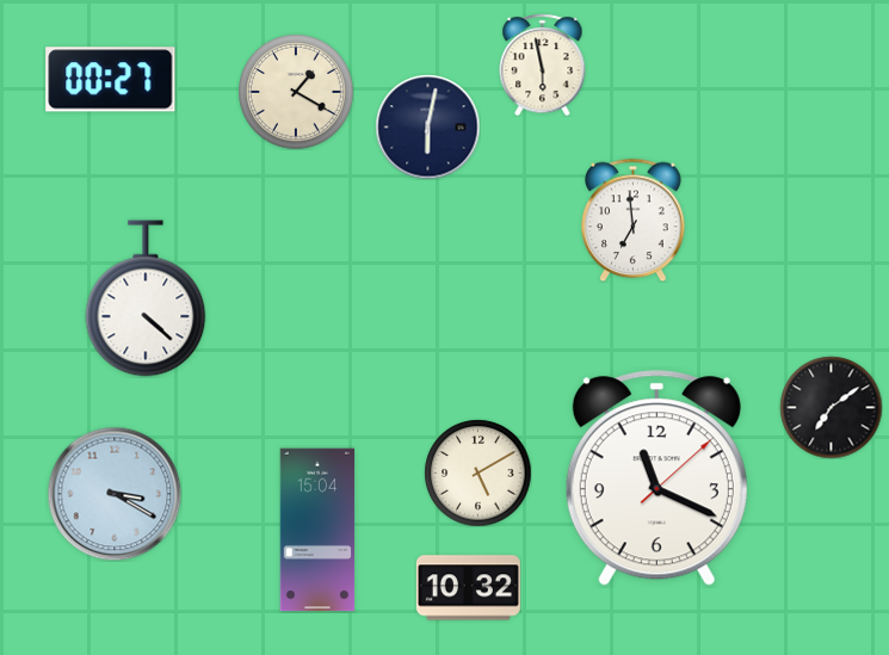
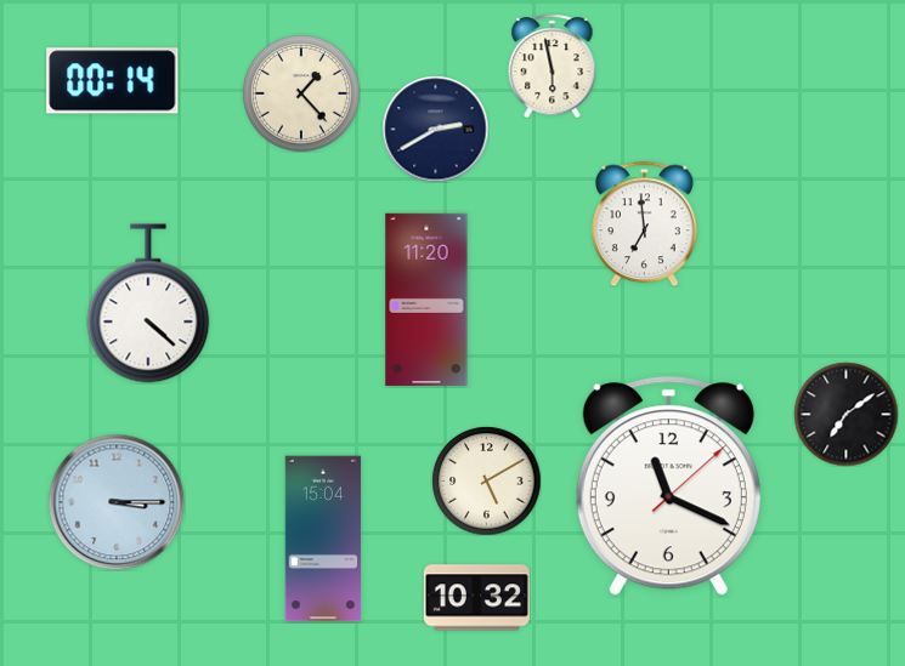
clock at (111, 80): 00:27 -> 00:14
clock at (296, 92): 1:20 -> 1:23
clock at (427, 126): 6:02 -> 2:40
clock at (426, 300): none -> 11:20
clock at (115, 494): 3:20 -> 3:15
